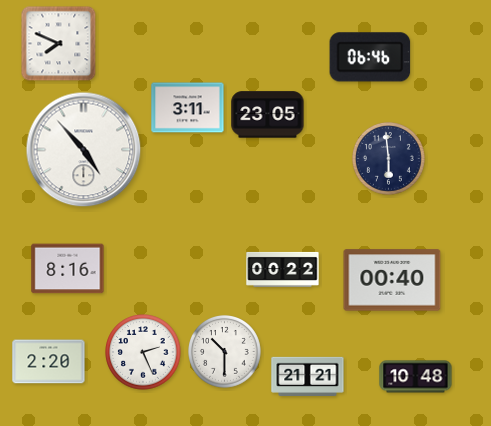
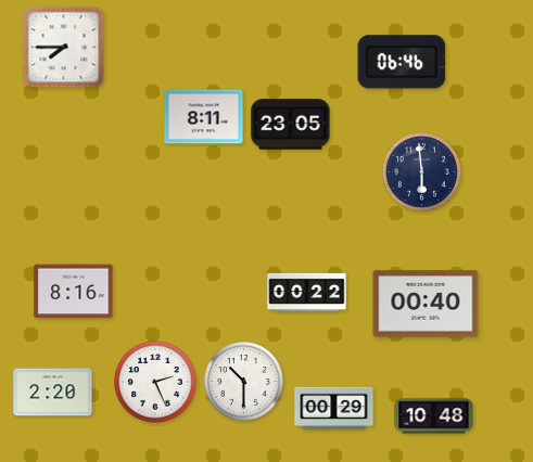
clock at (59, 44): 7:49 -> 7:45
clock at (188, 108): 3:11 -> 8:11
clock at (84, 150): 4:53 -> none
clock at (308, 376): 21:21 -> 00:29
clock at (416, 377) position: (416, 377) -> (434, 416)
